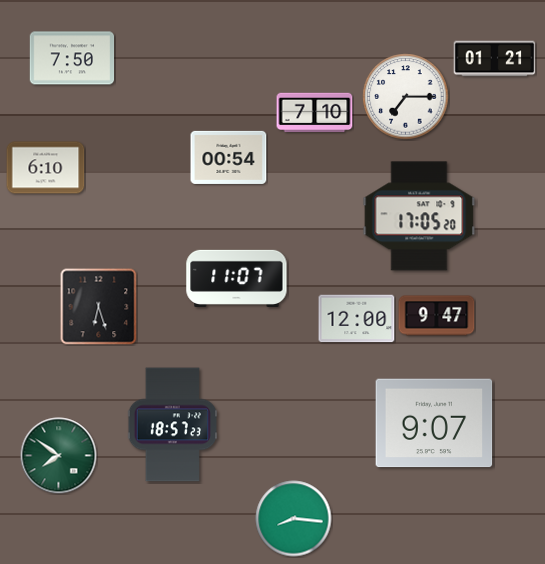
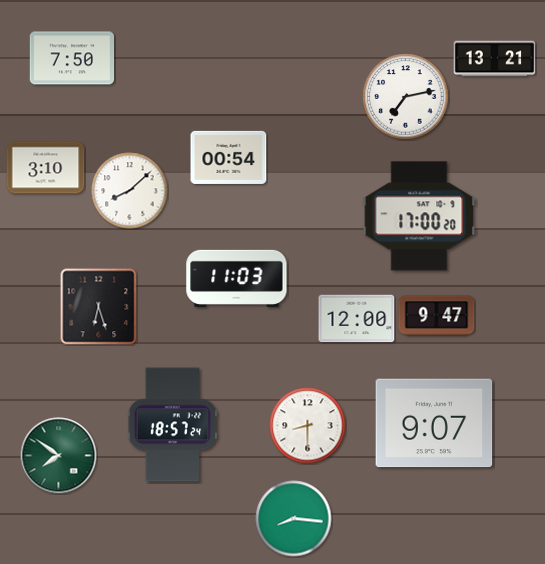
clock at (495, 59): 01:21 -> 13:21
clock at (406, 97): 7:15 -> 7:13
clock at (315, 113): 7:10 -> none
clock at (46, 168): 6:10 -> 3:10
clock at (130, 191): none -> 8:08
clock at (419, 216): 17:05 -> 17:00
clock at (237, 278): 11:07 -> 11:03
clock at (173, 425): 18:57:23 -> 18:57:24
clock at (308, 426): none -> 8:30
